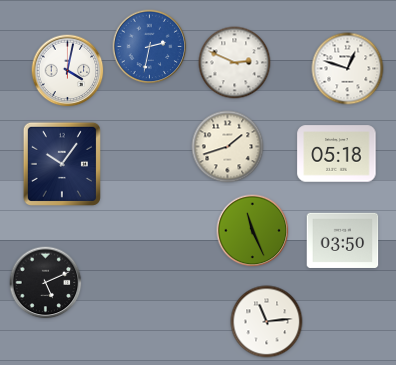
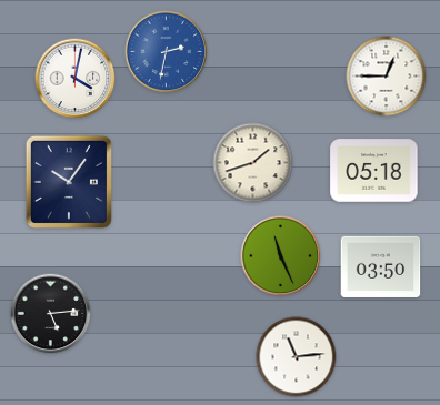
clock at (235, 63): 2:49 -> none
clock at (348, 69): 12:48 -> 12:45
clock at (46, 283): 5:11 -> 5:14
